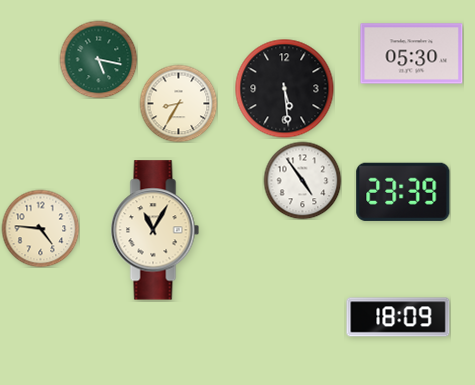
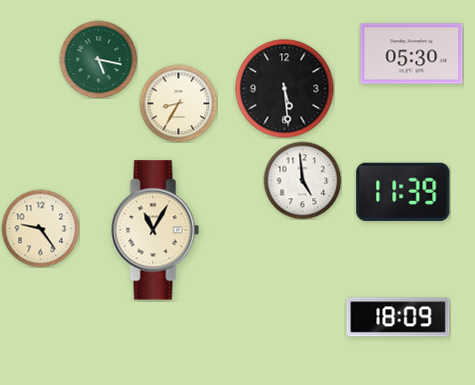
clock at (302, 180): 4:54 -> 4:59
clock at (403, 192): 23:39 -> 11:39
clock at (40, 228): 4:46 -> 9:24
